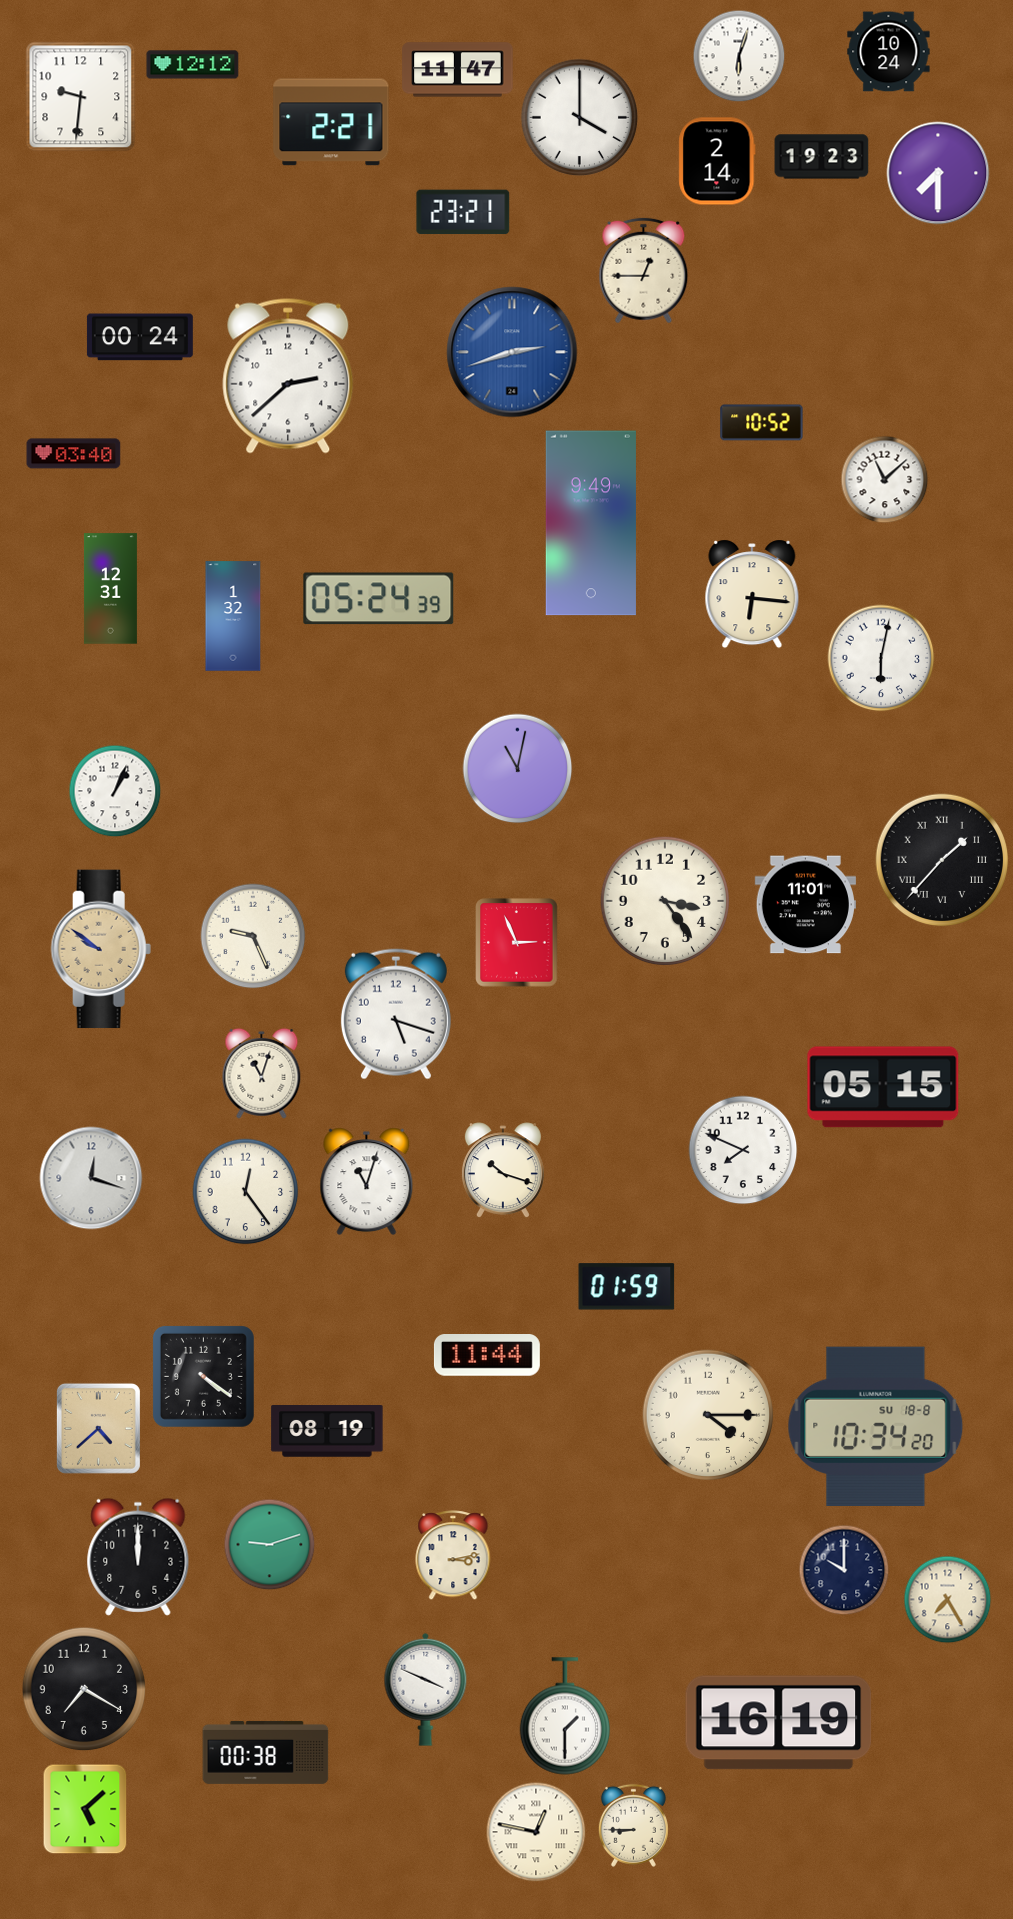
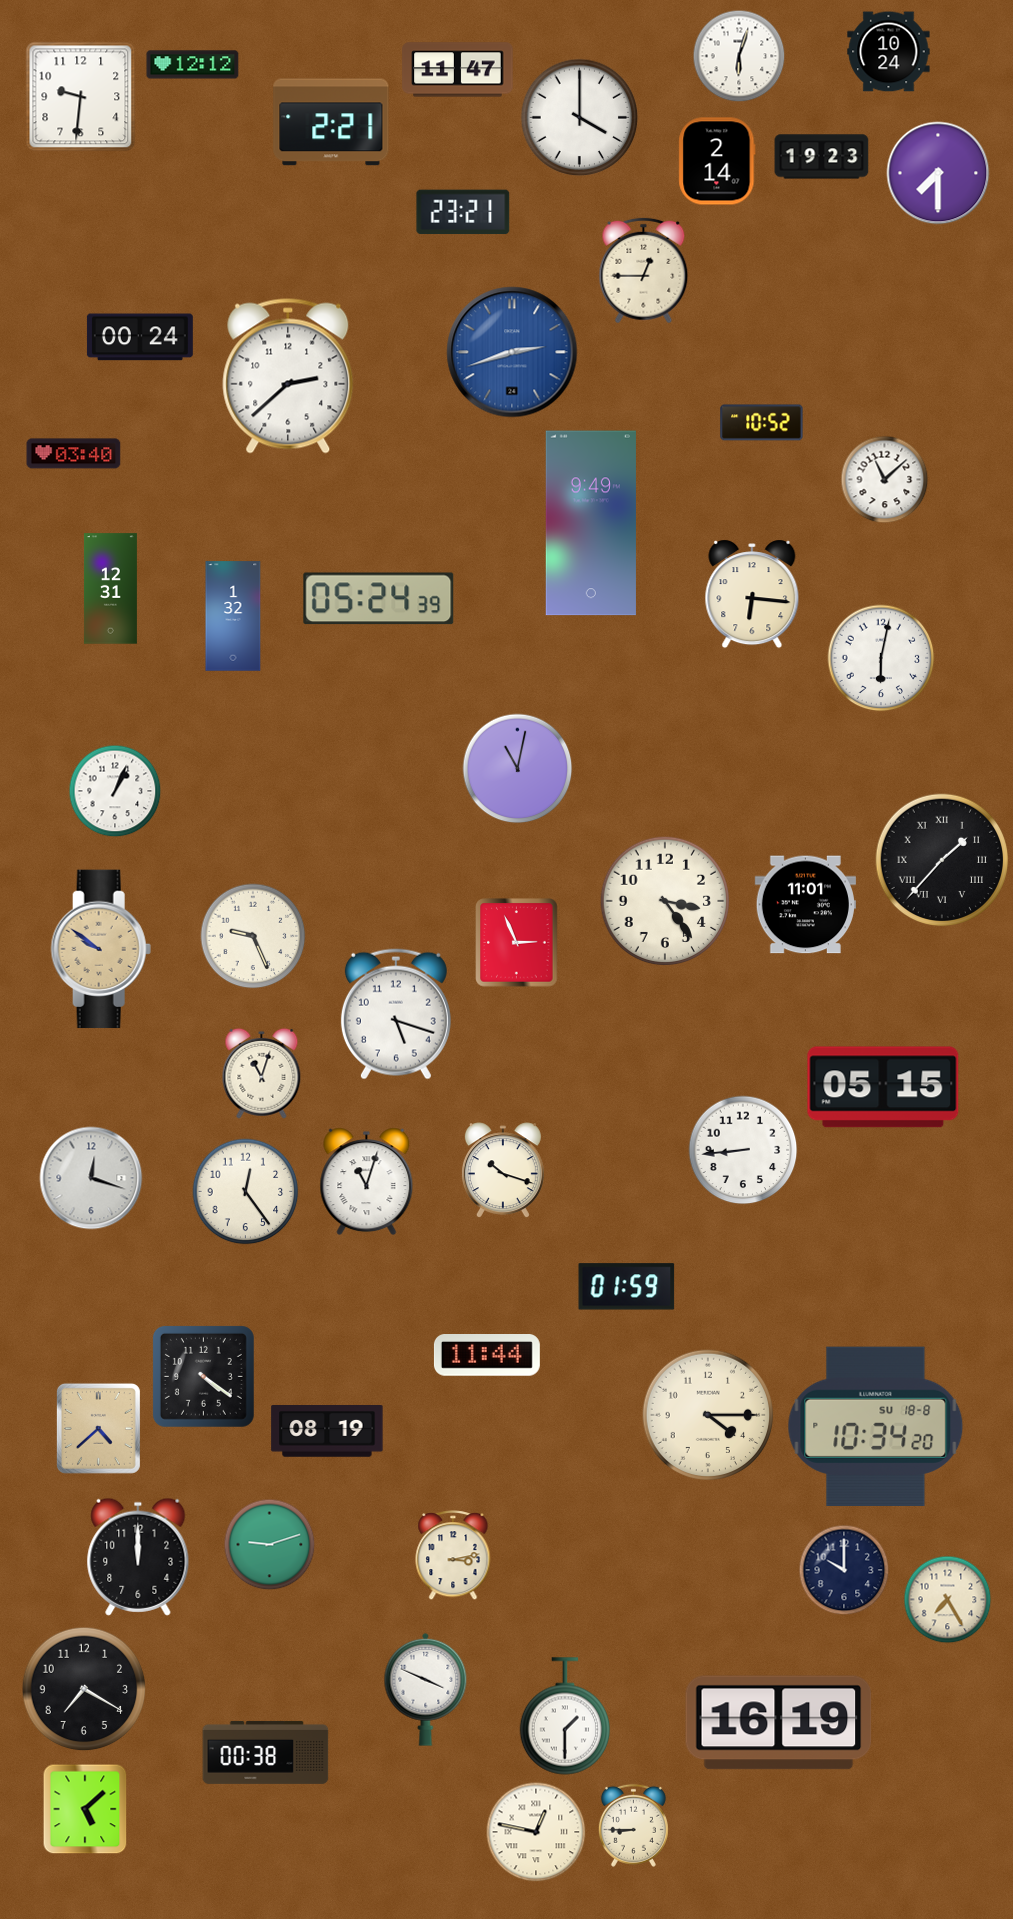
clock at (743, 1150): 7:49 -> 8:44
